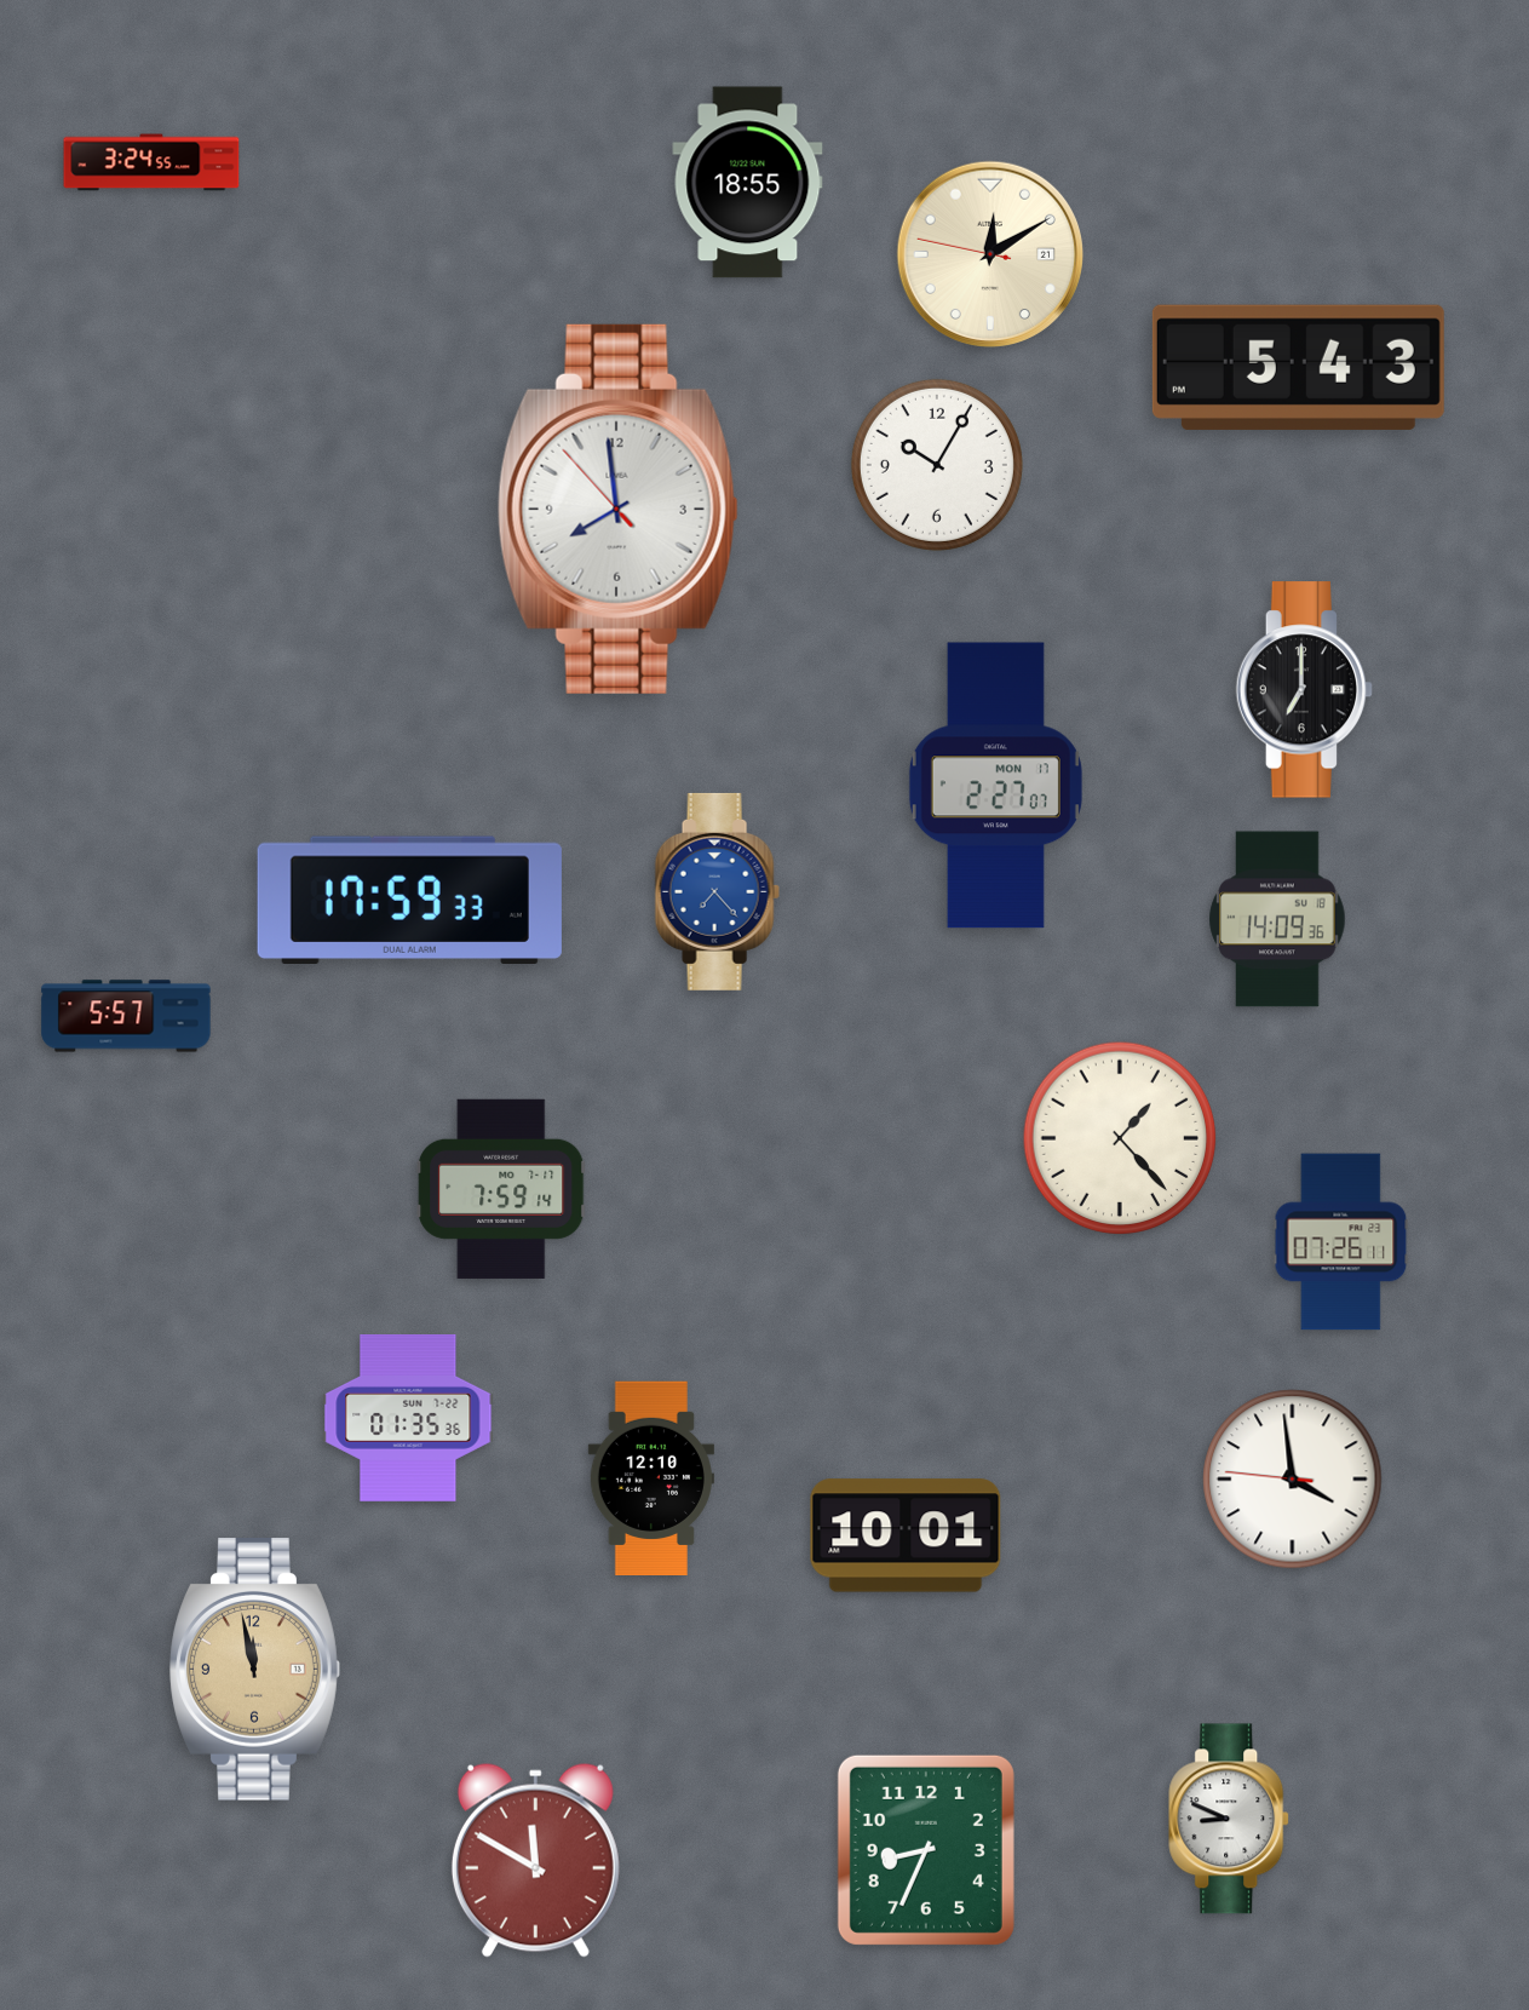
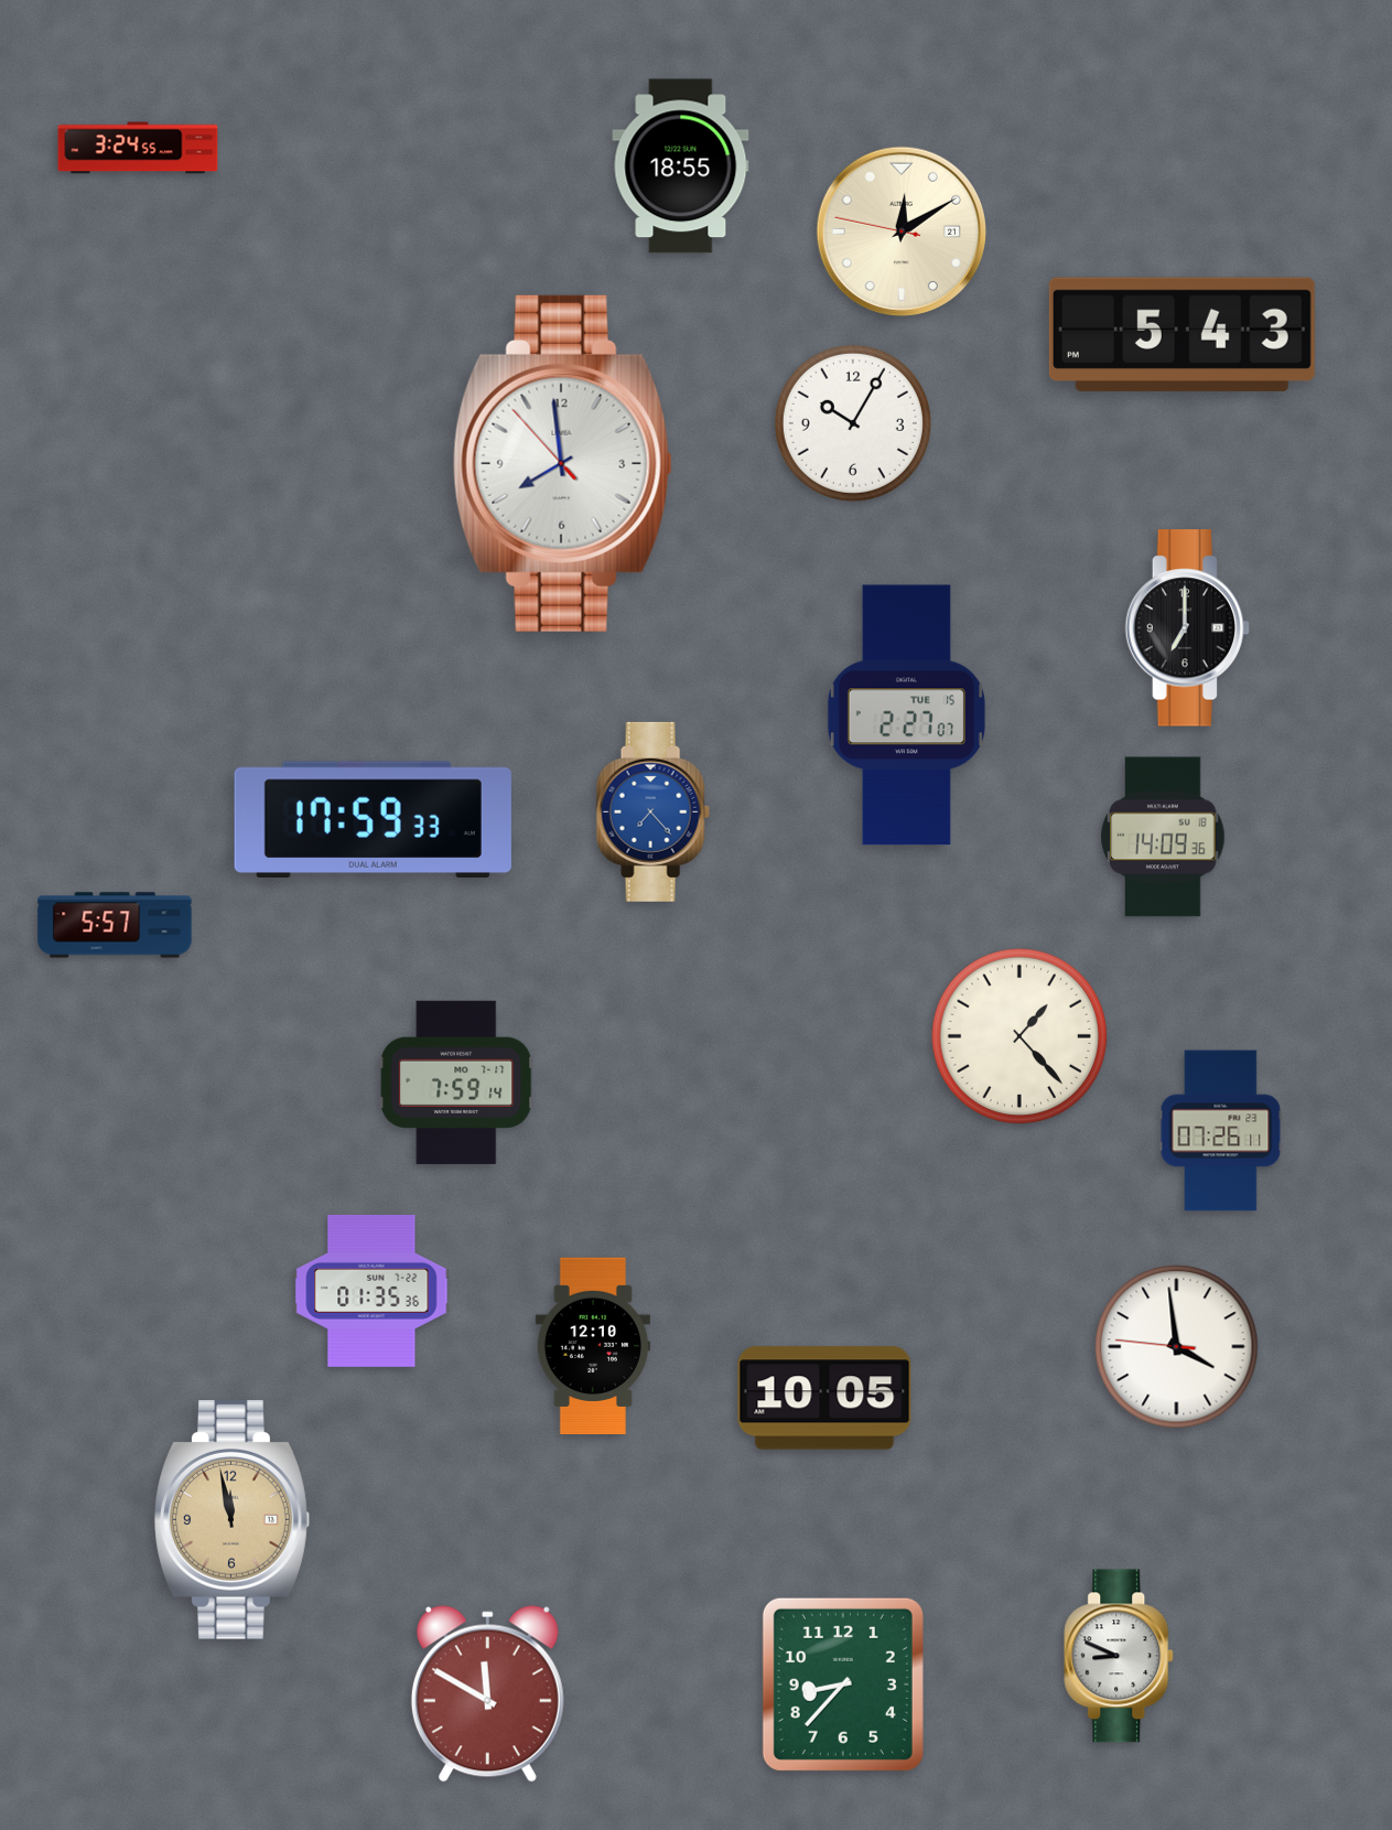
clock at (995, 786) date: MON 17 -> TUE 15
clock at (906, 1535): 10:01 -> 10:05
clock at (926, 1850): 8:34 -> 8:37
